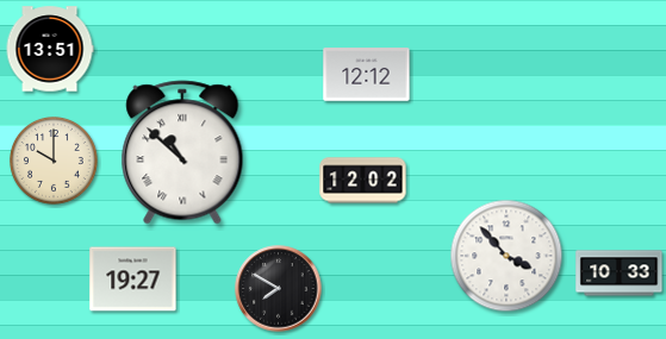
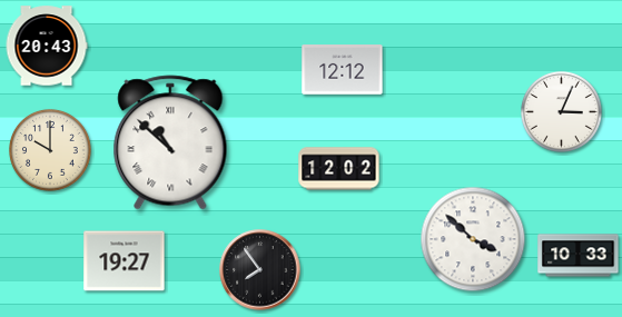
clock at (50, 49): 13:51 -> 20:43
clock at (561, 111): none -> 3:04
clock at (506, 256): 3:53 -> 3:52
clock at (279, 289): 7:50 -> 7:54
